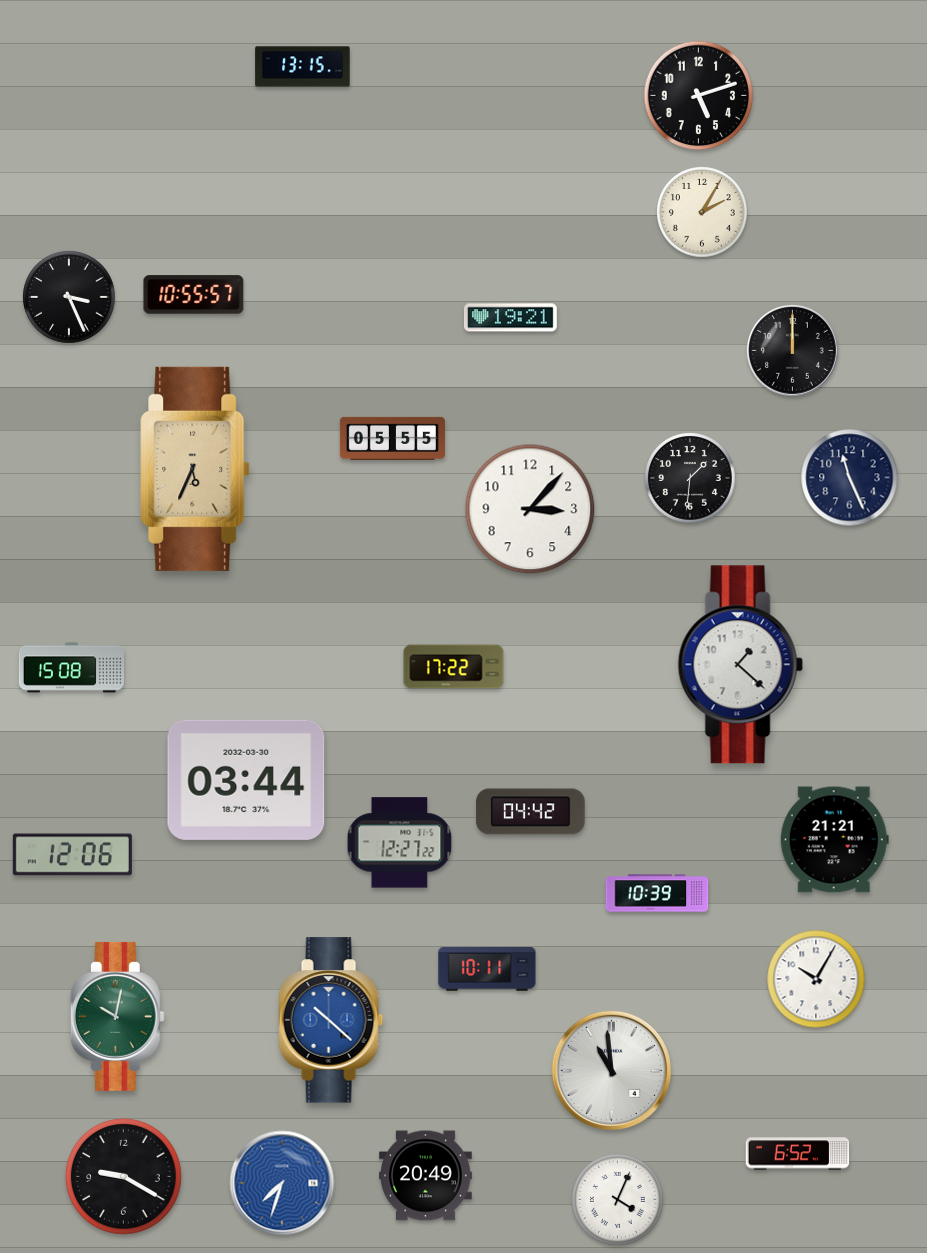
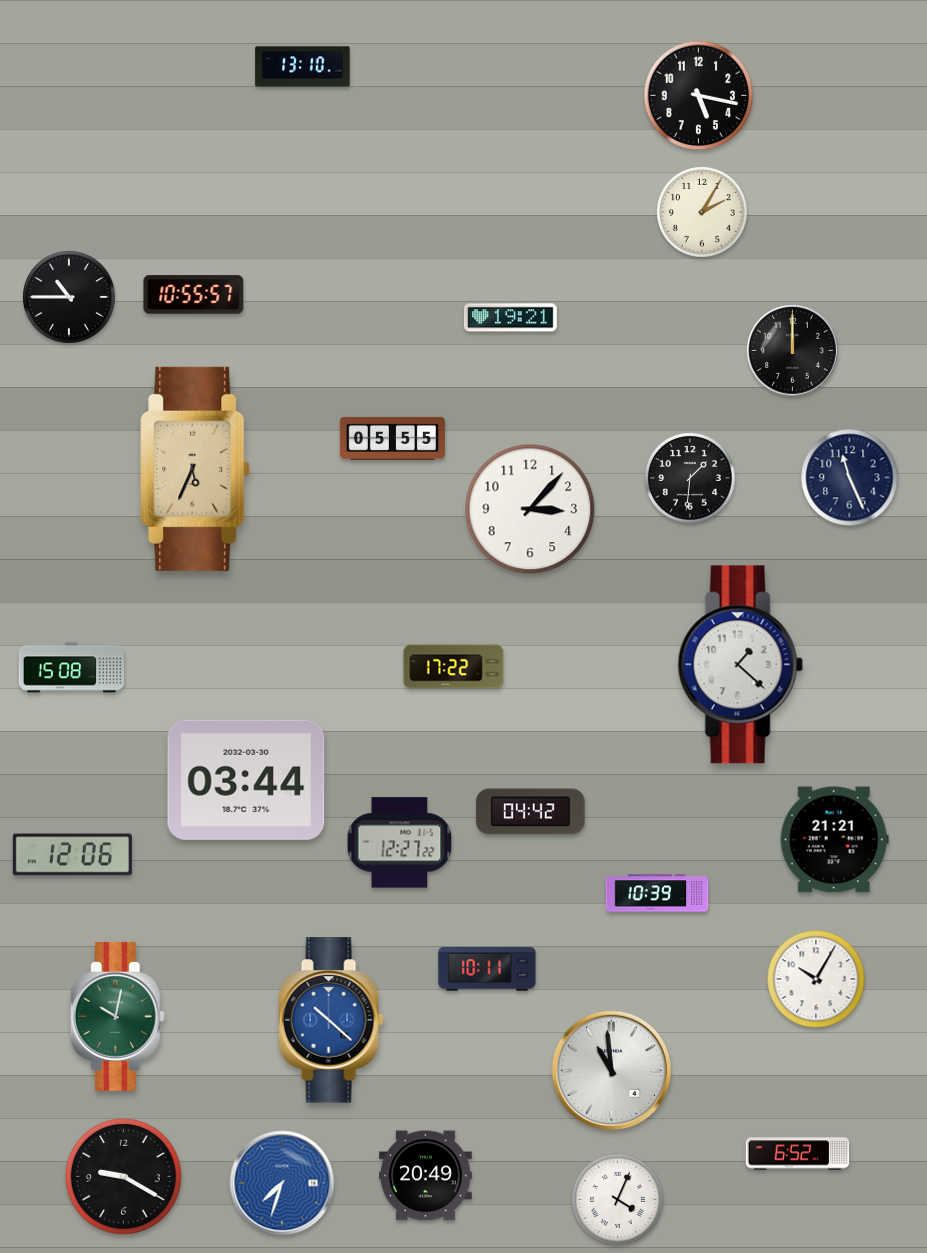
clock at (303, 67): 13:15 -> 13:10
clock at (699, 96): 5:12 -> 5:17
clock at (69, 297): 3:26 -> 10:45
